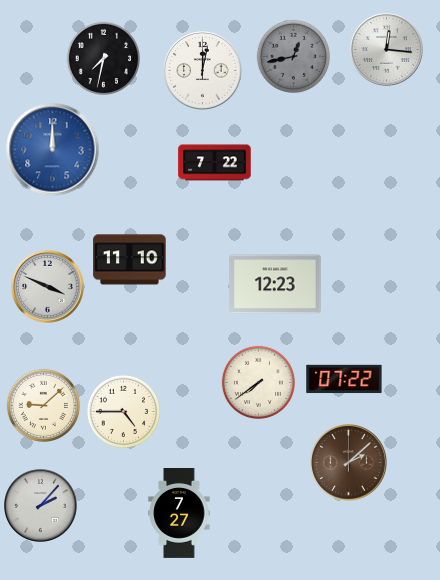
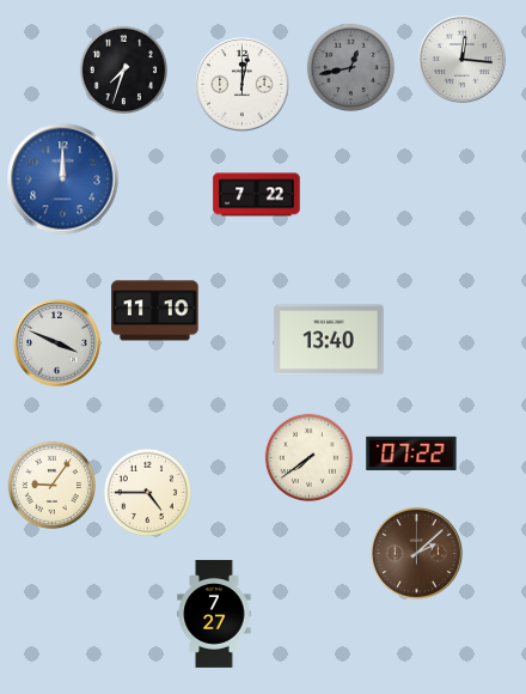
clock at (103, 58): 7:32 -> 7:33
clock at (275, 284): 12:23 -> 13:40
clock at (43, 405): 9:08 -> 9:06
clock at (41, 506): 2:07 -> none
